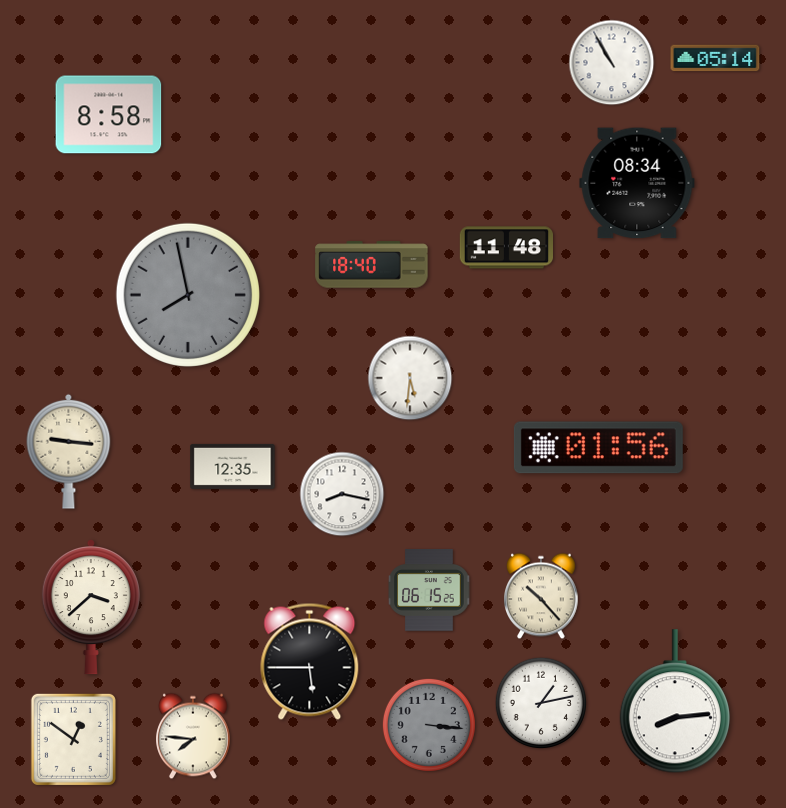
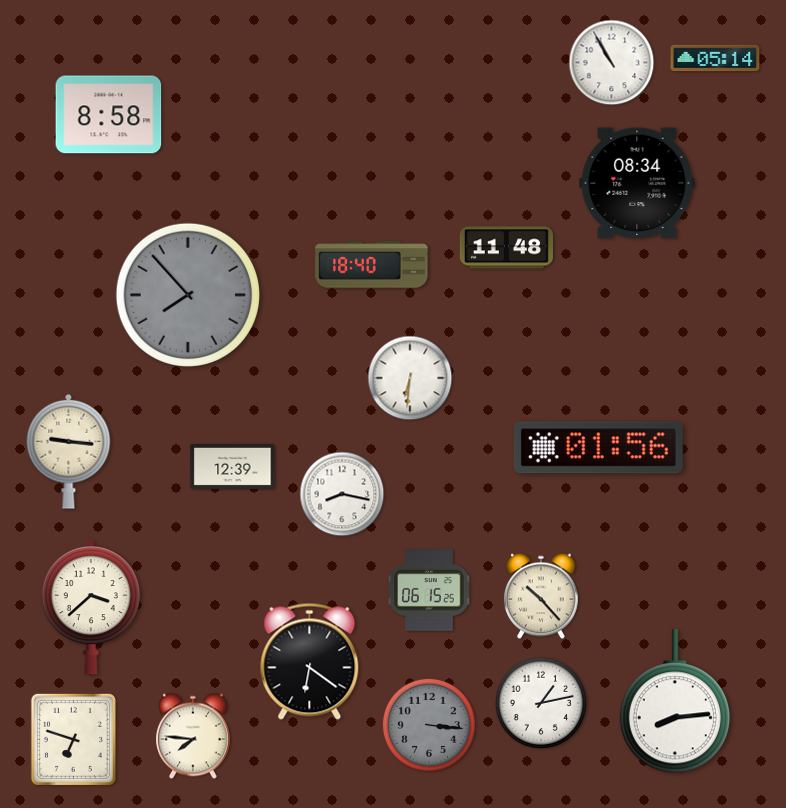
clock at (188, 295): 7:58 -> 7:53
clock at (410, 378): 5:31 -> 6:31
clock at (233, 466): 12:35 -> 12:39
clock at (310, 661): 5:45 -> 6:21
clock at (73, 739): 12:51 -> 6:48
